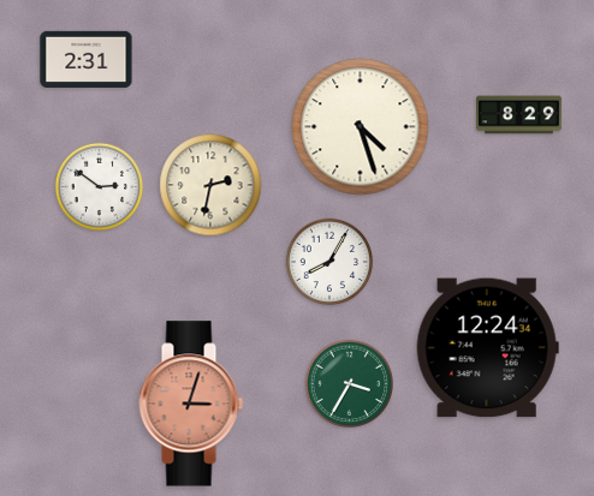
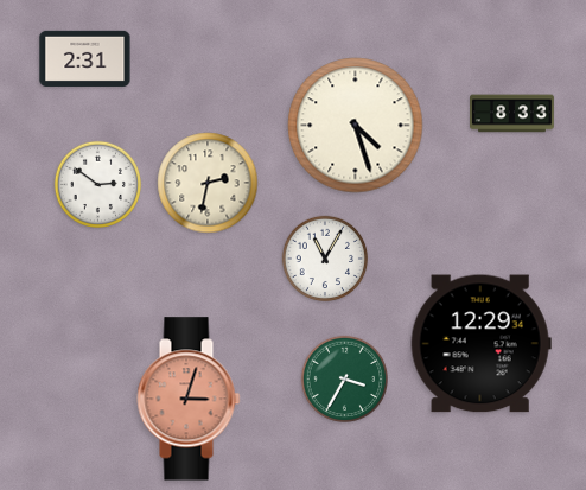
clock at (519, 115): 8:29 -> 8:33
clock at (329, 262): 8:05 -> 11:05
clock at (487, 348): 12:24 -> 12:29
